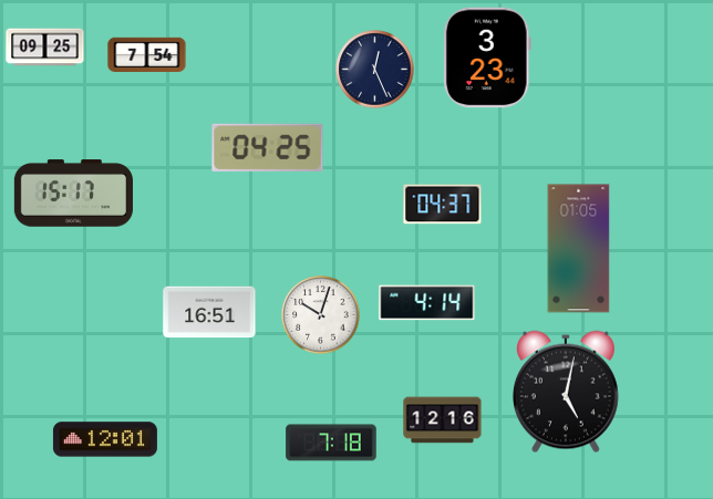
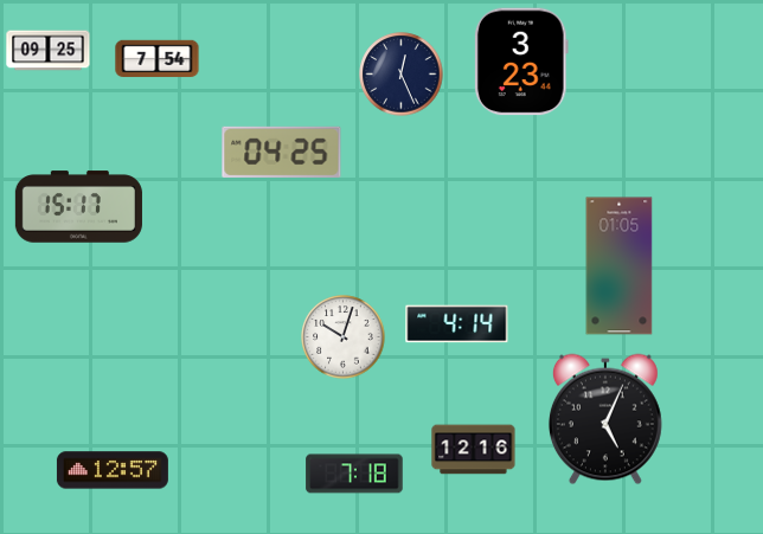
clock at (268, 147) position: (268, 147) -> (282, 152)
clock at (443, 205): 04:37 -> none
clock at (209, 312): 16:51 -> none
clock at (566, 392): 5:02 -> 5:04
clock at (105, 439): 12:01 -> 12:57
